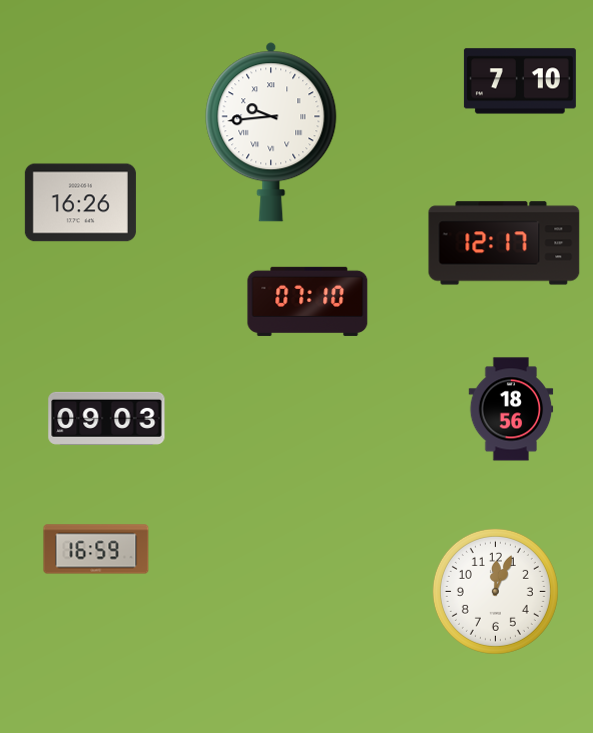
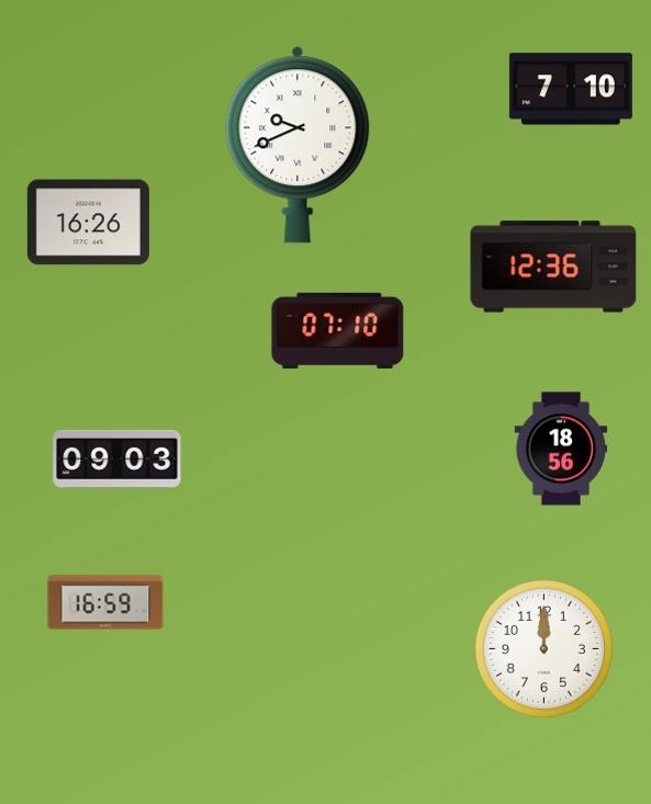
clock at (271, 132): 9:44 -> 9:41
clock at (504, 243): 12:17 -> 12:36
clock at (495, 591): 12:04 -> 12:00
